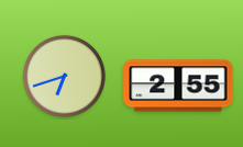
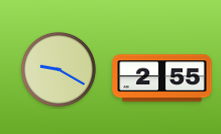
clock at (64, 76): 6:42 -> 9:20
